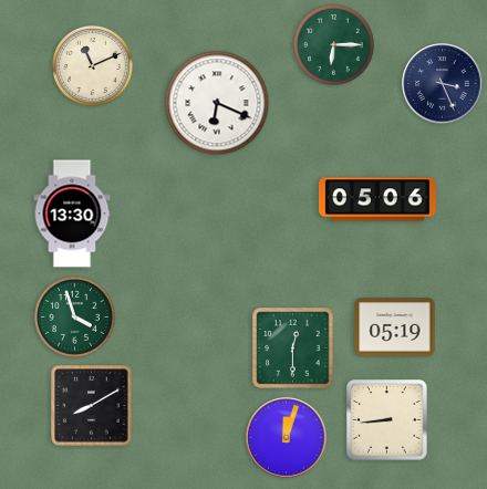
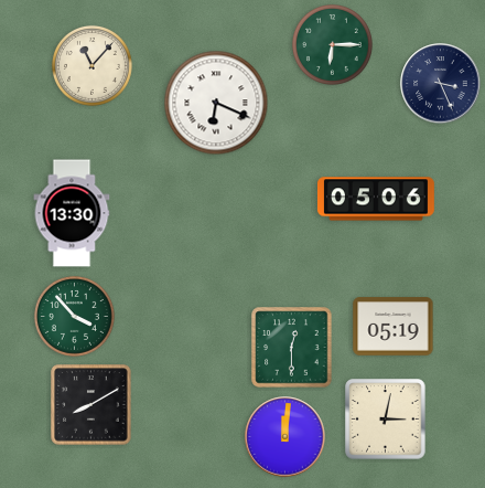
clock at (92, 65): 11:11 -> 11:07
clock at (74, 316): 3:57 -> 3:53
clock at (387, 420): 8:44 -> 3:02
clock at (287, 438): 12:03 -> 12:01
